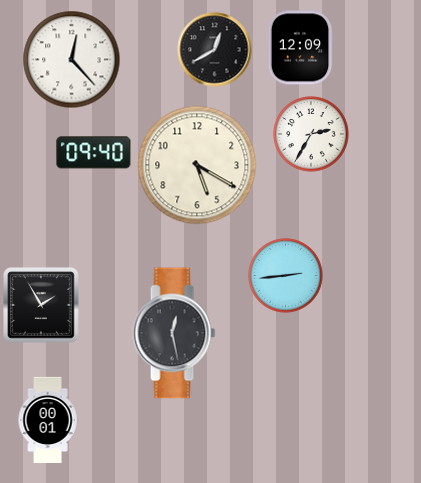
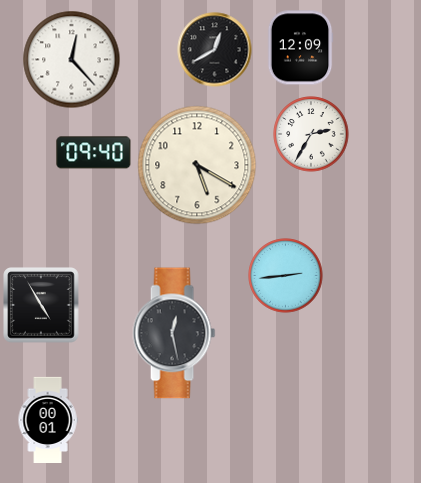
clock at (41, 305): 1:55 -> 4:55
